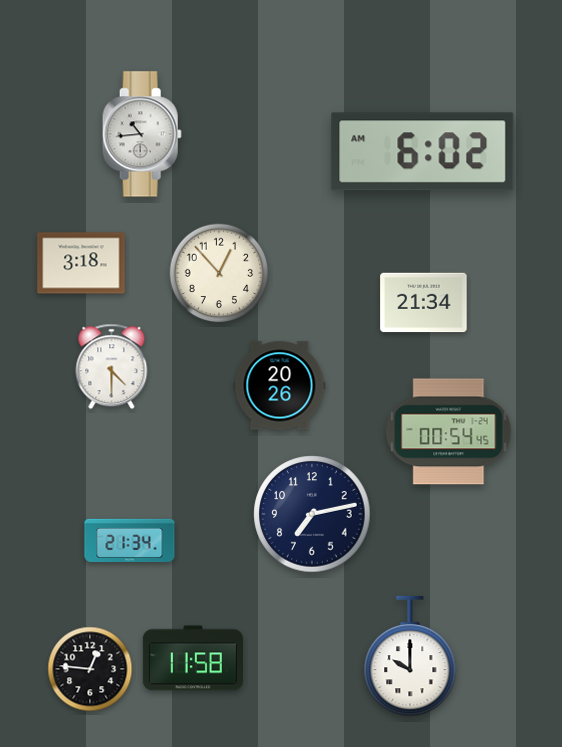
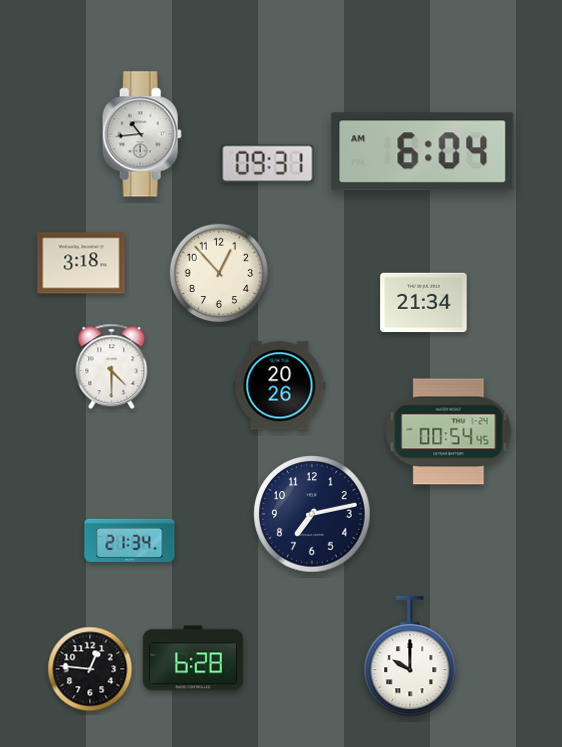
clock at (423, 152): 6:02 -> 6:04
clock at (268, 164): none -> 09:31
clock at (193, 658): 11:58 -> 6:28
